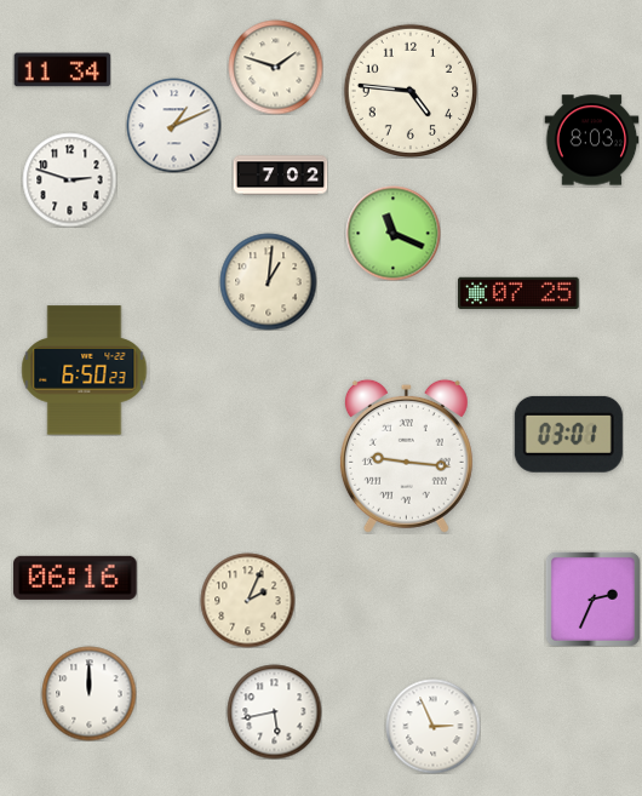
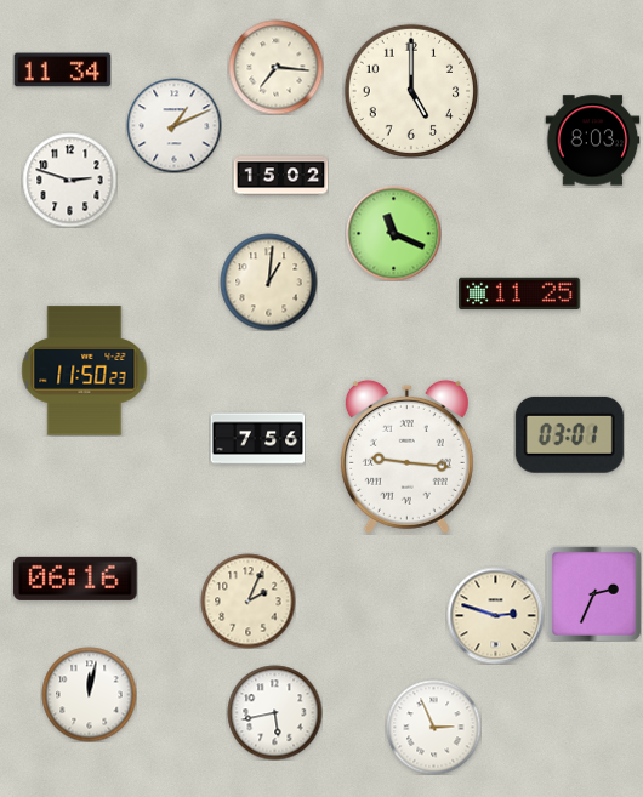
clock at (275, 67): 1:48 -> 7:16
clock at (409, 90): 4:46 -> 5:00
clock at (280, 176): 7:02 -> 15:02
clock at (518, 293): 07:25 -> 11:25
clock at (85, 371): 6:50 -> 11:50
clock at (257, 439): none -> 7:56
clock at (592, 599) position: (592, 599) -> (593, 593)
clock at (495, 615): none -> 2:48
clock at (88, 693): 12:00 -> 12:02
